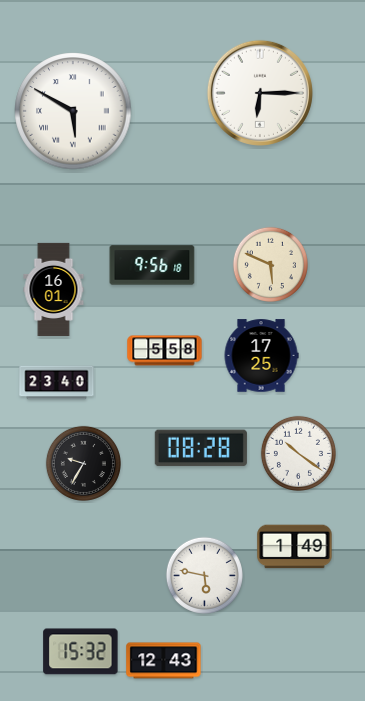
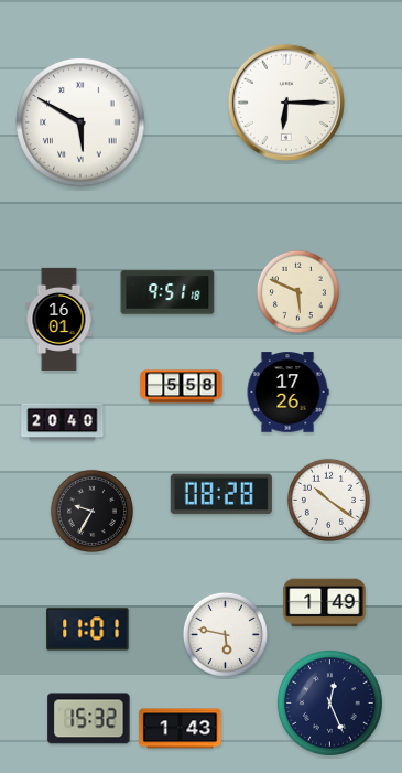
clock at (152, 265): 9:56 -> 9:51
clock at (261, 356): 17:25 -> 17:26
clock at (57, 383): 23:40 -> 20:40
clock at (88, 630): none -> 11:01
clock at (329, 702): none -> 12:26
clock at (164, 661): 12:43 -> 1:43
